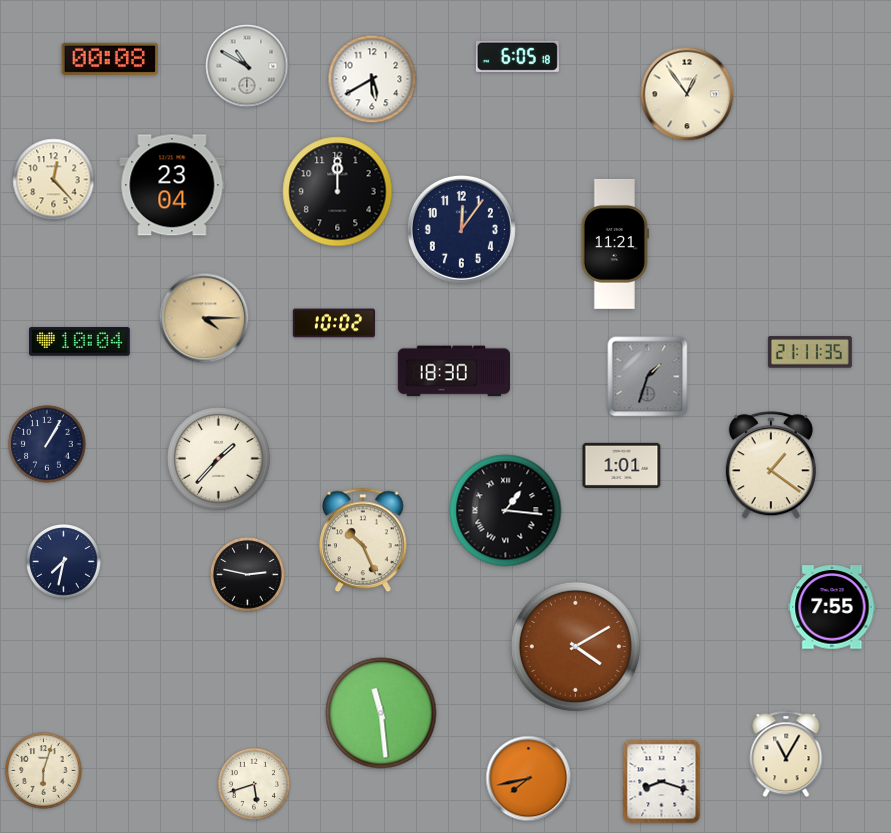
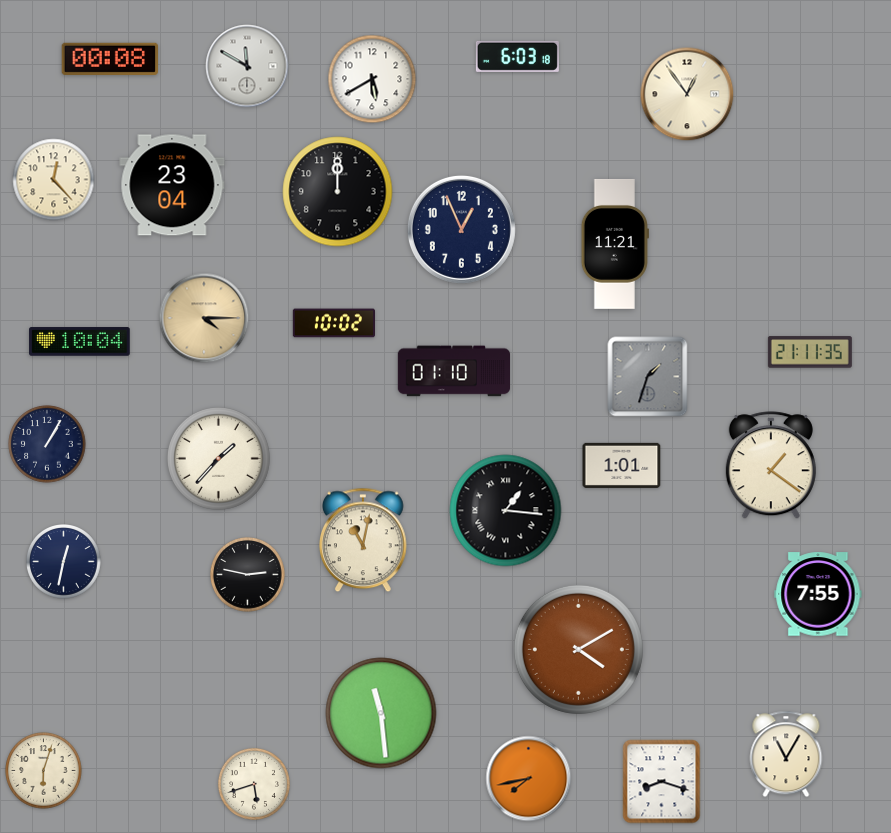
clock at (517, 56): 6:05 -> 6:03
clock at (247, 66): 10:50 -> 11:50
clock at (461, 229): 12:06 -> 12:56
clock at (453, 371): 18:30 -> 01:10
clock at (364, 540): 10:26 -> 11:02
clock at (64, 562): 7:32 -> 12:32
clock at (832, 607) position: (832, 607) -> (818, 594)
clock at (575, 646) position: (575, 646) -> (578, 649)
